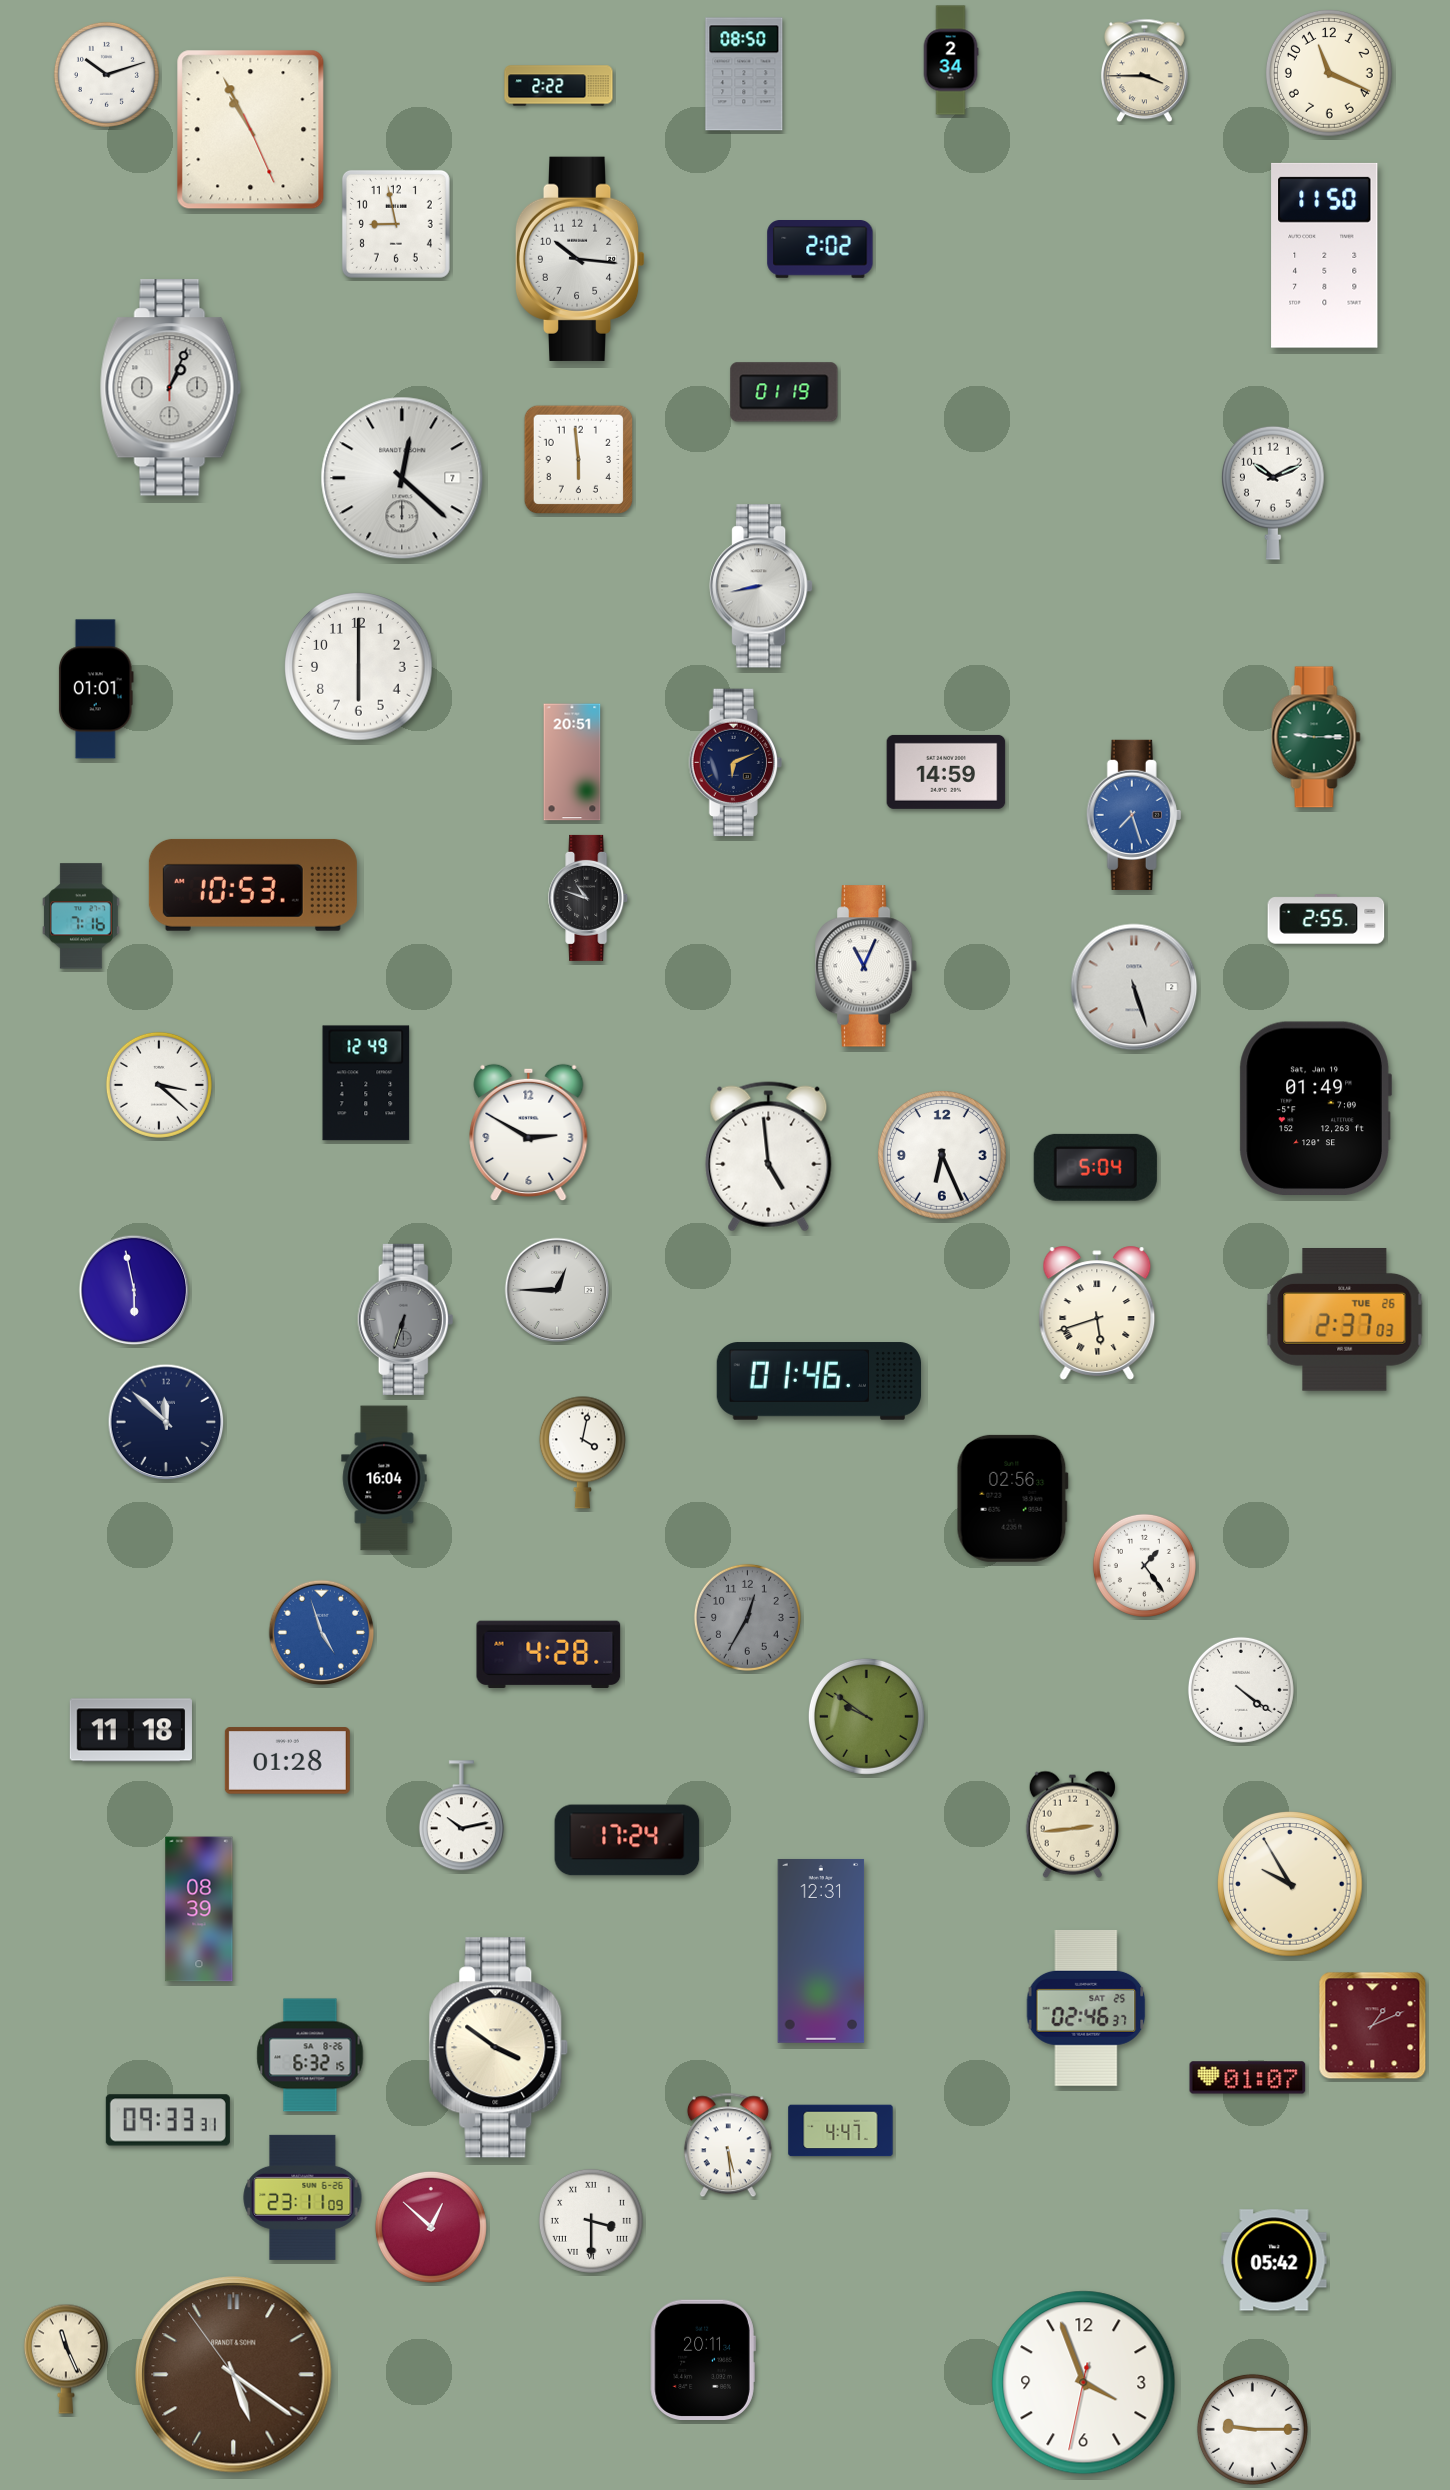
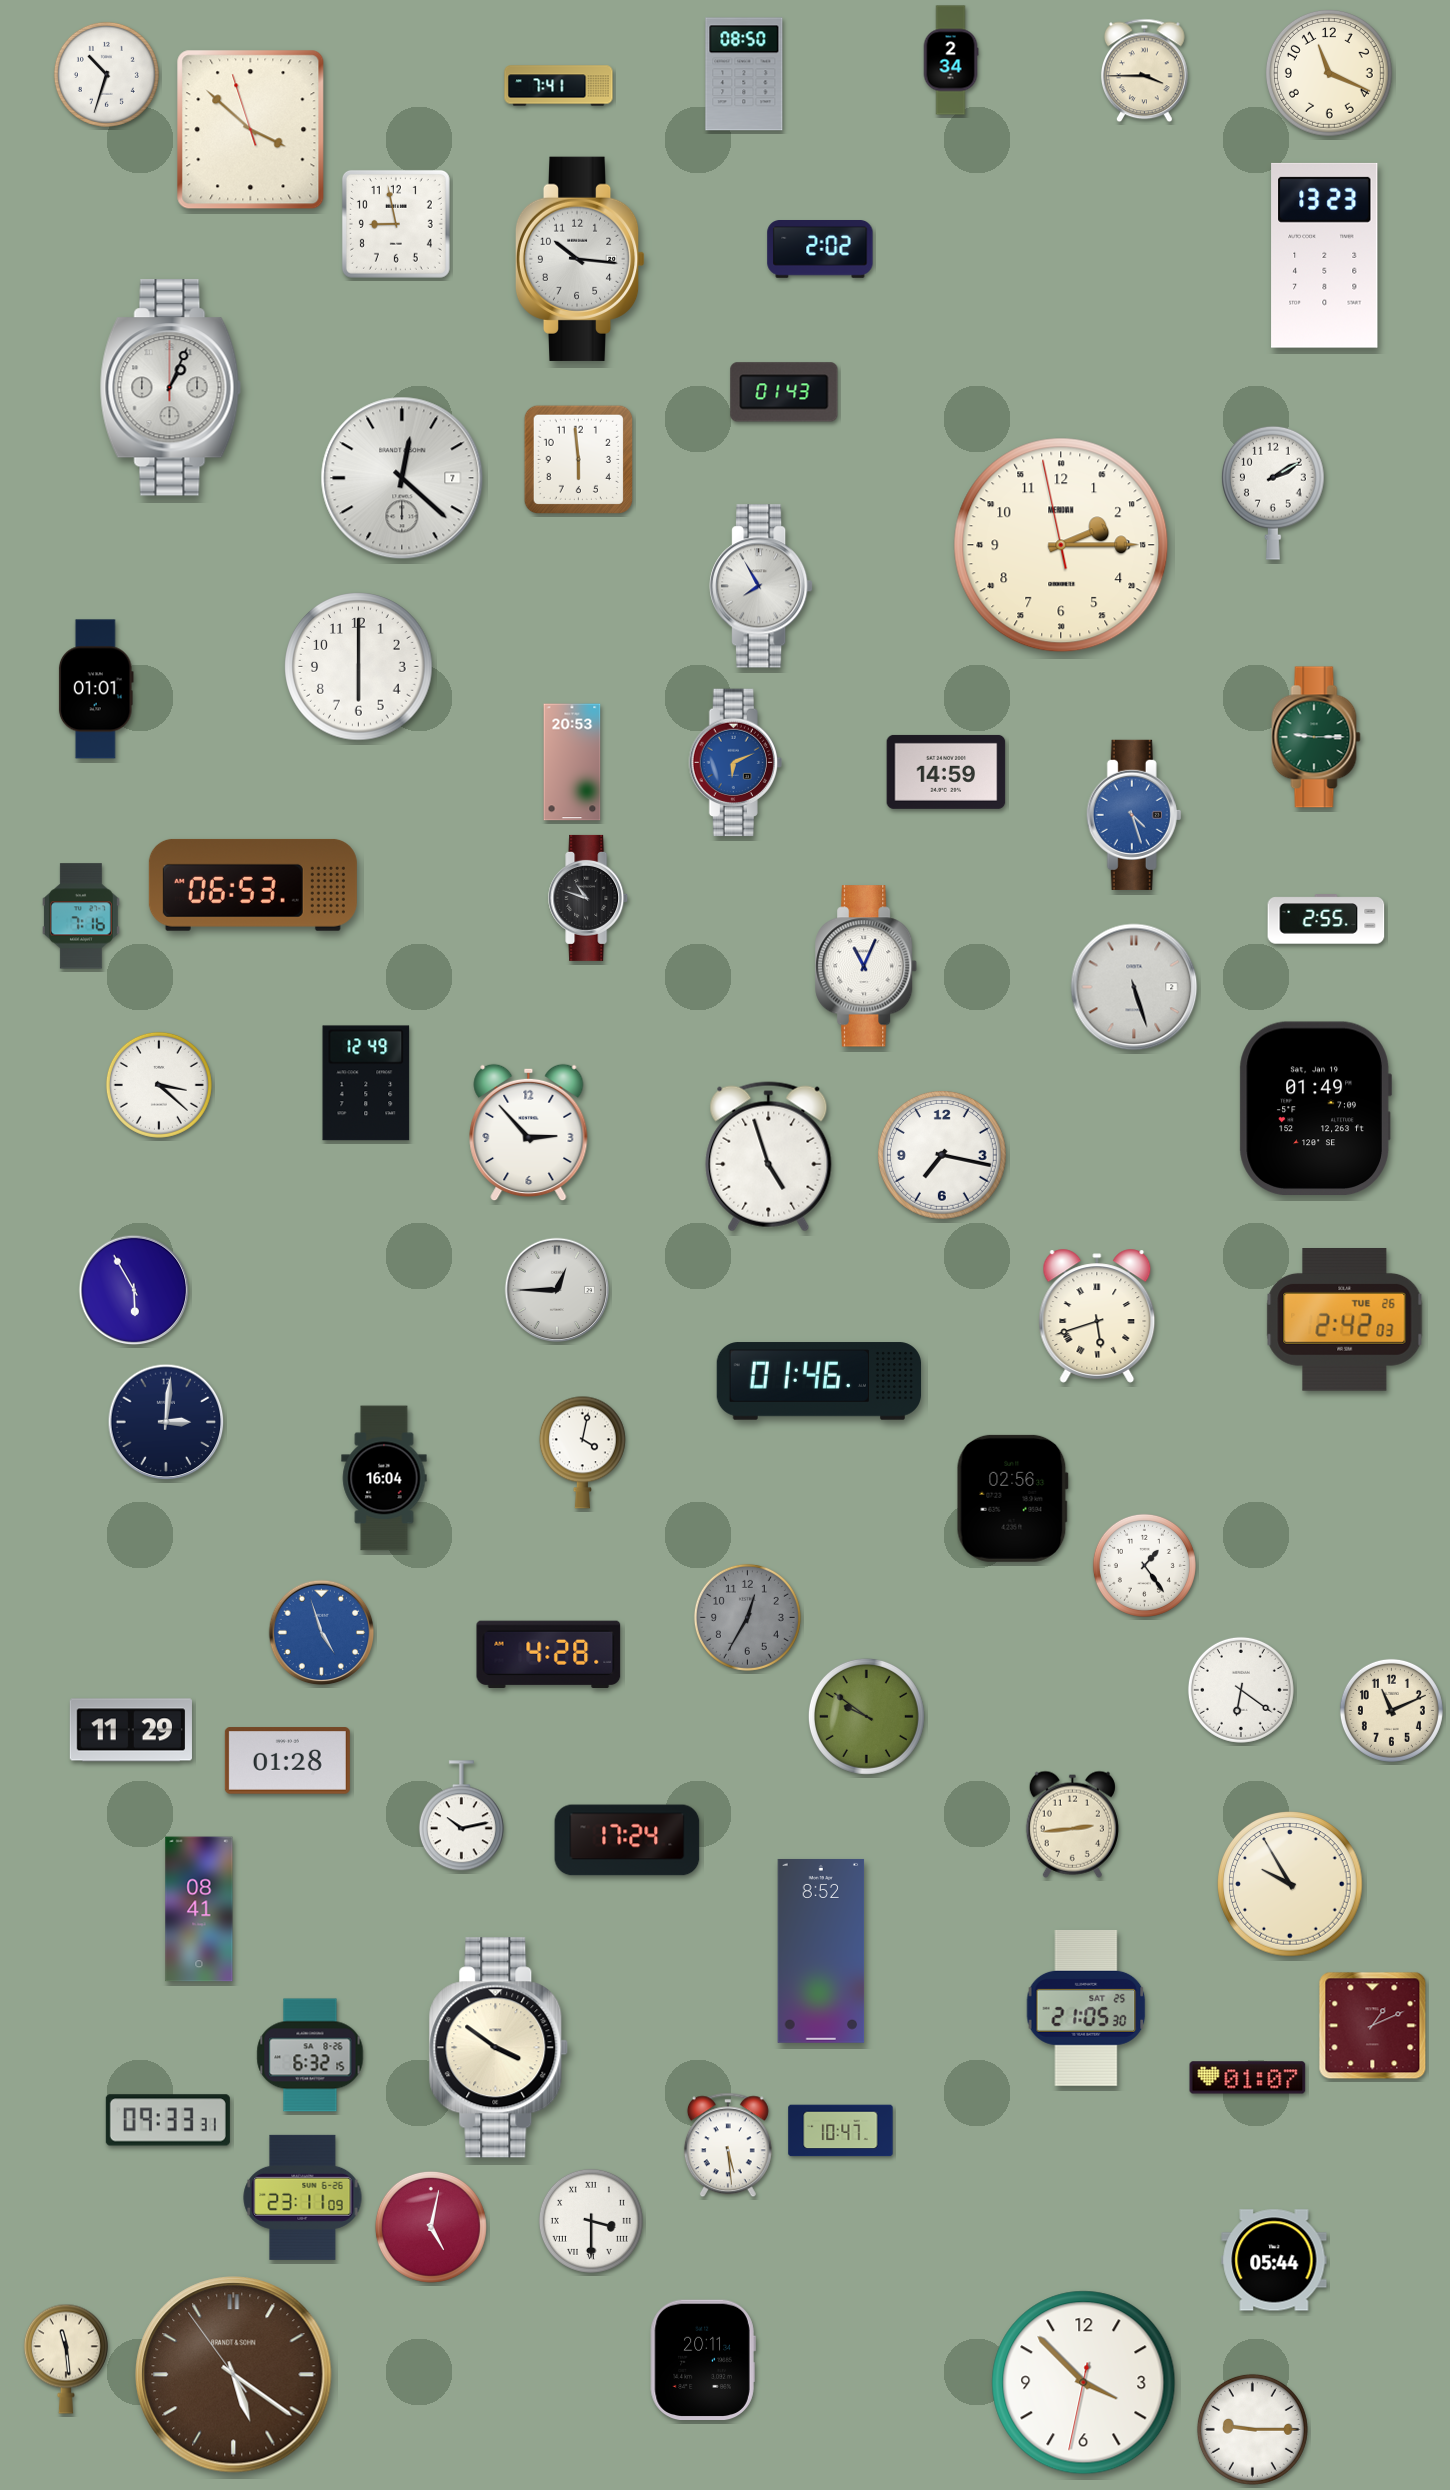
clock at (106, 74): 10:12 -> 10:33
clock at (559, 86): 2:22 -> 7:41
clock at (251, 130): 10:55 -> 3:51
clock at (1325, 255): 11:50 -> 13:23
clock at (784, 392): 01:19 -> 01:43
clock at (1273, 493): 10:11 -> 2:10
clock at (1061, 545): none -> 2:14
clock at (761, 586): 8:43 -> 7:55
clock at (572, 762): 20:51 -> 20:53
clock at (735, 763) dial: navy -> blue
clock at (1134, 815): 7:27 -> 4:27
clock at (253, 885): 10:53 -> 06:53
clock at (529, 1133): 2:50 -> 2:53
clock at (943, 1156): 6:26 -> 7:17
clock at (769, 1157): 4:59 -> 4:57
clock at (1095, 1167): 5:04 -> none
clock at (134, 1290): 5:58 -> 5:55
clock at (1097, 1313) position: (1097, 1313) -> (1097, 1316)
clock at (406, 1319): 6:33 -> none
clock at (1345, 1320): 2:37 -> 2:42
clock at (166, 1422): 11:52 -> 3:01
clock at (1241, 1690): 4:21 -> 6:21
clock at (1391, 1710): none -> 11:11
clock at (131, 1730): 11:18 -> 11:29
clock at (199, 1909): 08:39 -> 08:41
clock at (821, 1951): 12:31 -> 8:52
clock at (1086, 2008): 02:46 -> 21:05
clock at (841, 2131): 4:47 -> 10:47
clock at (431, 2227): 12:52 -> 5:02
clock at (1274, 2260): 05:42 -> 05:44
clock at (66, 2359): 11:26 -> 11:29
clock at (1084, 2383): 3:56 -> 3:52
